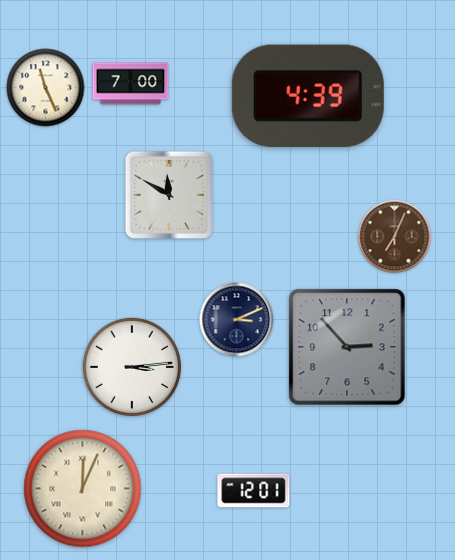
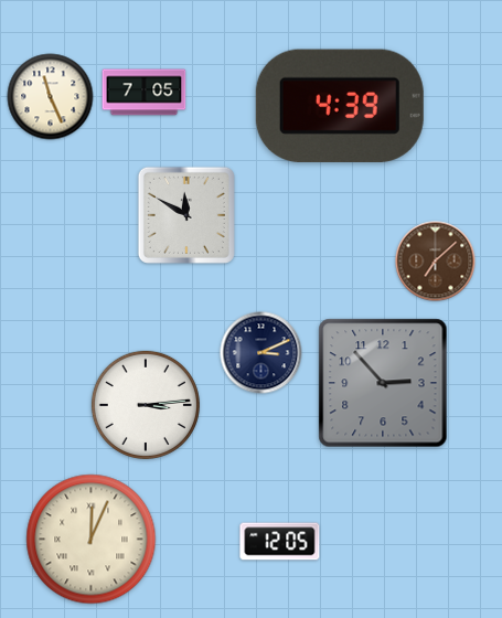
clock at (131, 84): 7:00 -> 7:05
clock at (395, 237): 7:04 -> 7:08
clock at (254, 491): 12:01 -> 12:05
